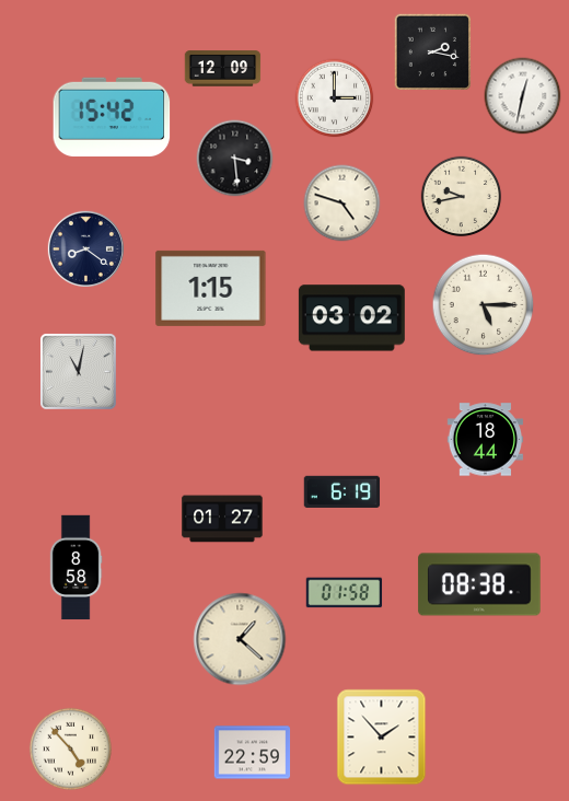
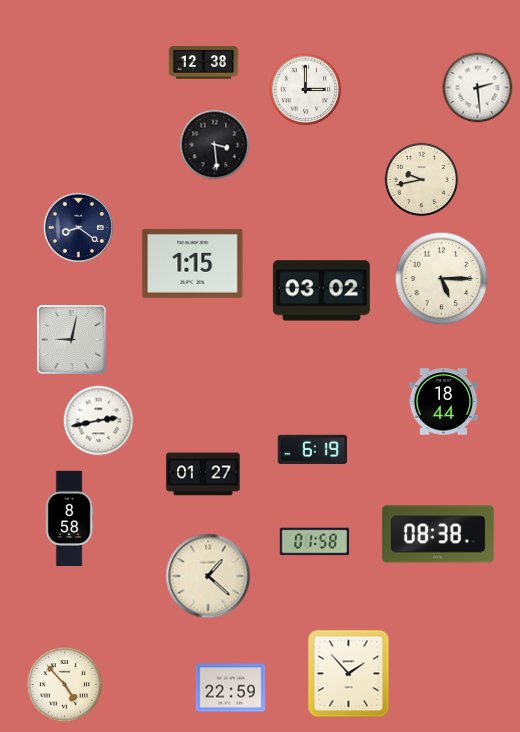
clock at (433, 53): 2:17 -> none
clock at (223, 69): 12:09 -> 12:38
clock at (523, 96): 12:32 -> 2:29
clock at (112, 116): 15:42 -> none
clock at (342, 204): 4:48 -> none
clock at (79, 372): 11:02 -> 9:02
clock at (99, 421): none -> 2:43
clock at (240, 639) position: (240, 639) -> (208, 576)
